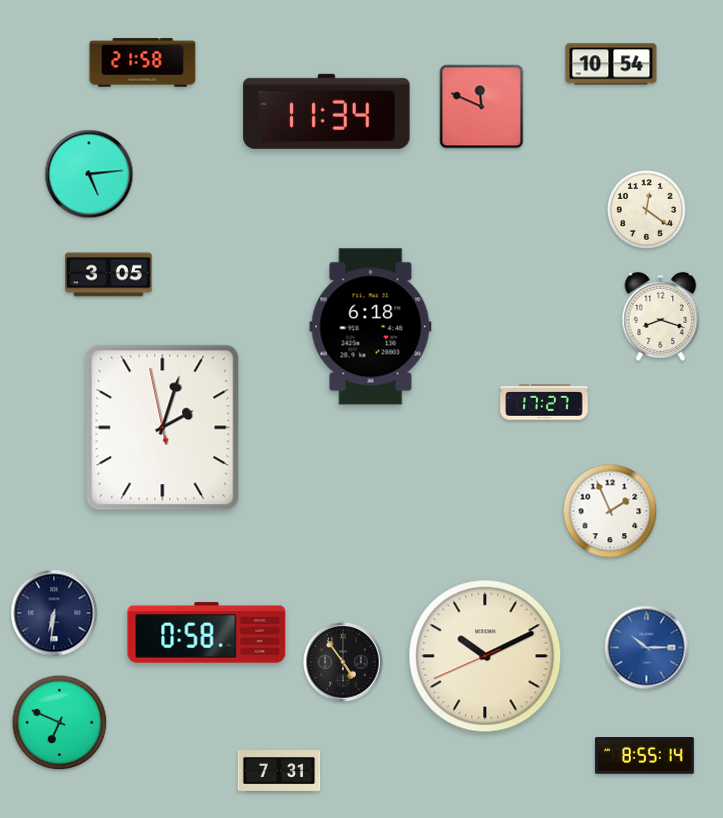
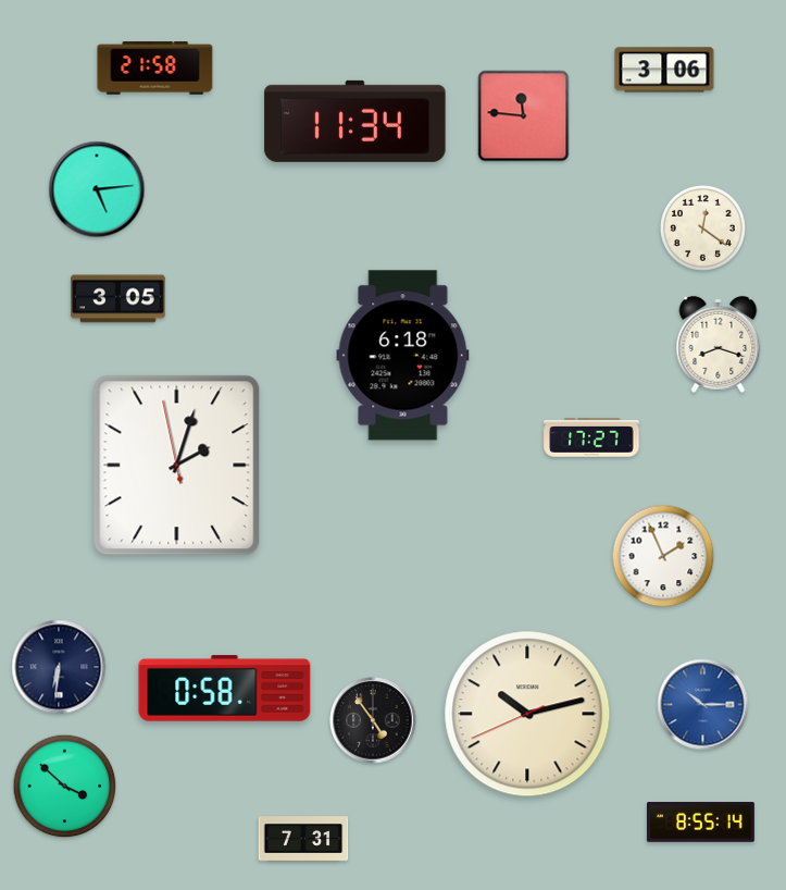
clock at (611, 64): 10:54 -> 3:06
clock at (482, 107): 11:49 -> 11:46
clock at (485, 656): 10:10 -> 10:12
clock at (60, 723): 6:49 -> 3:52
